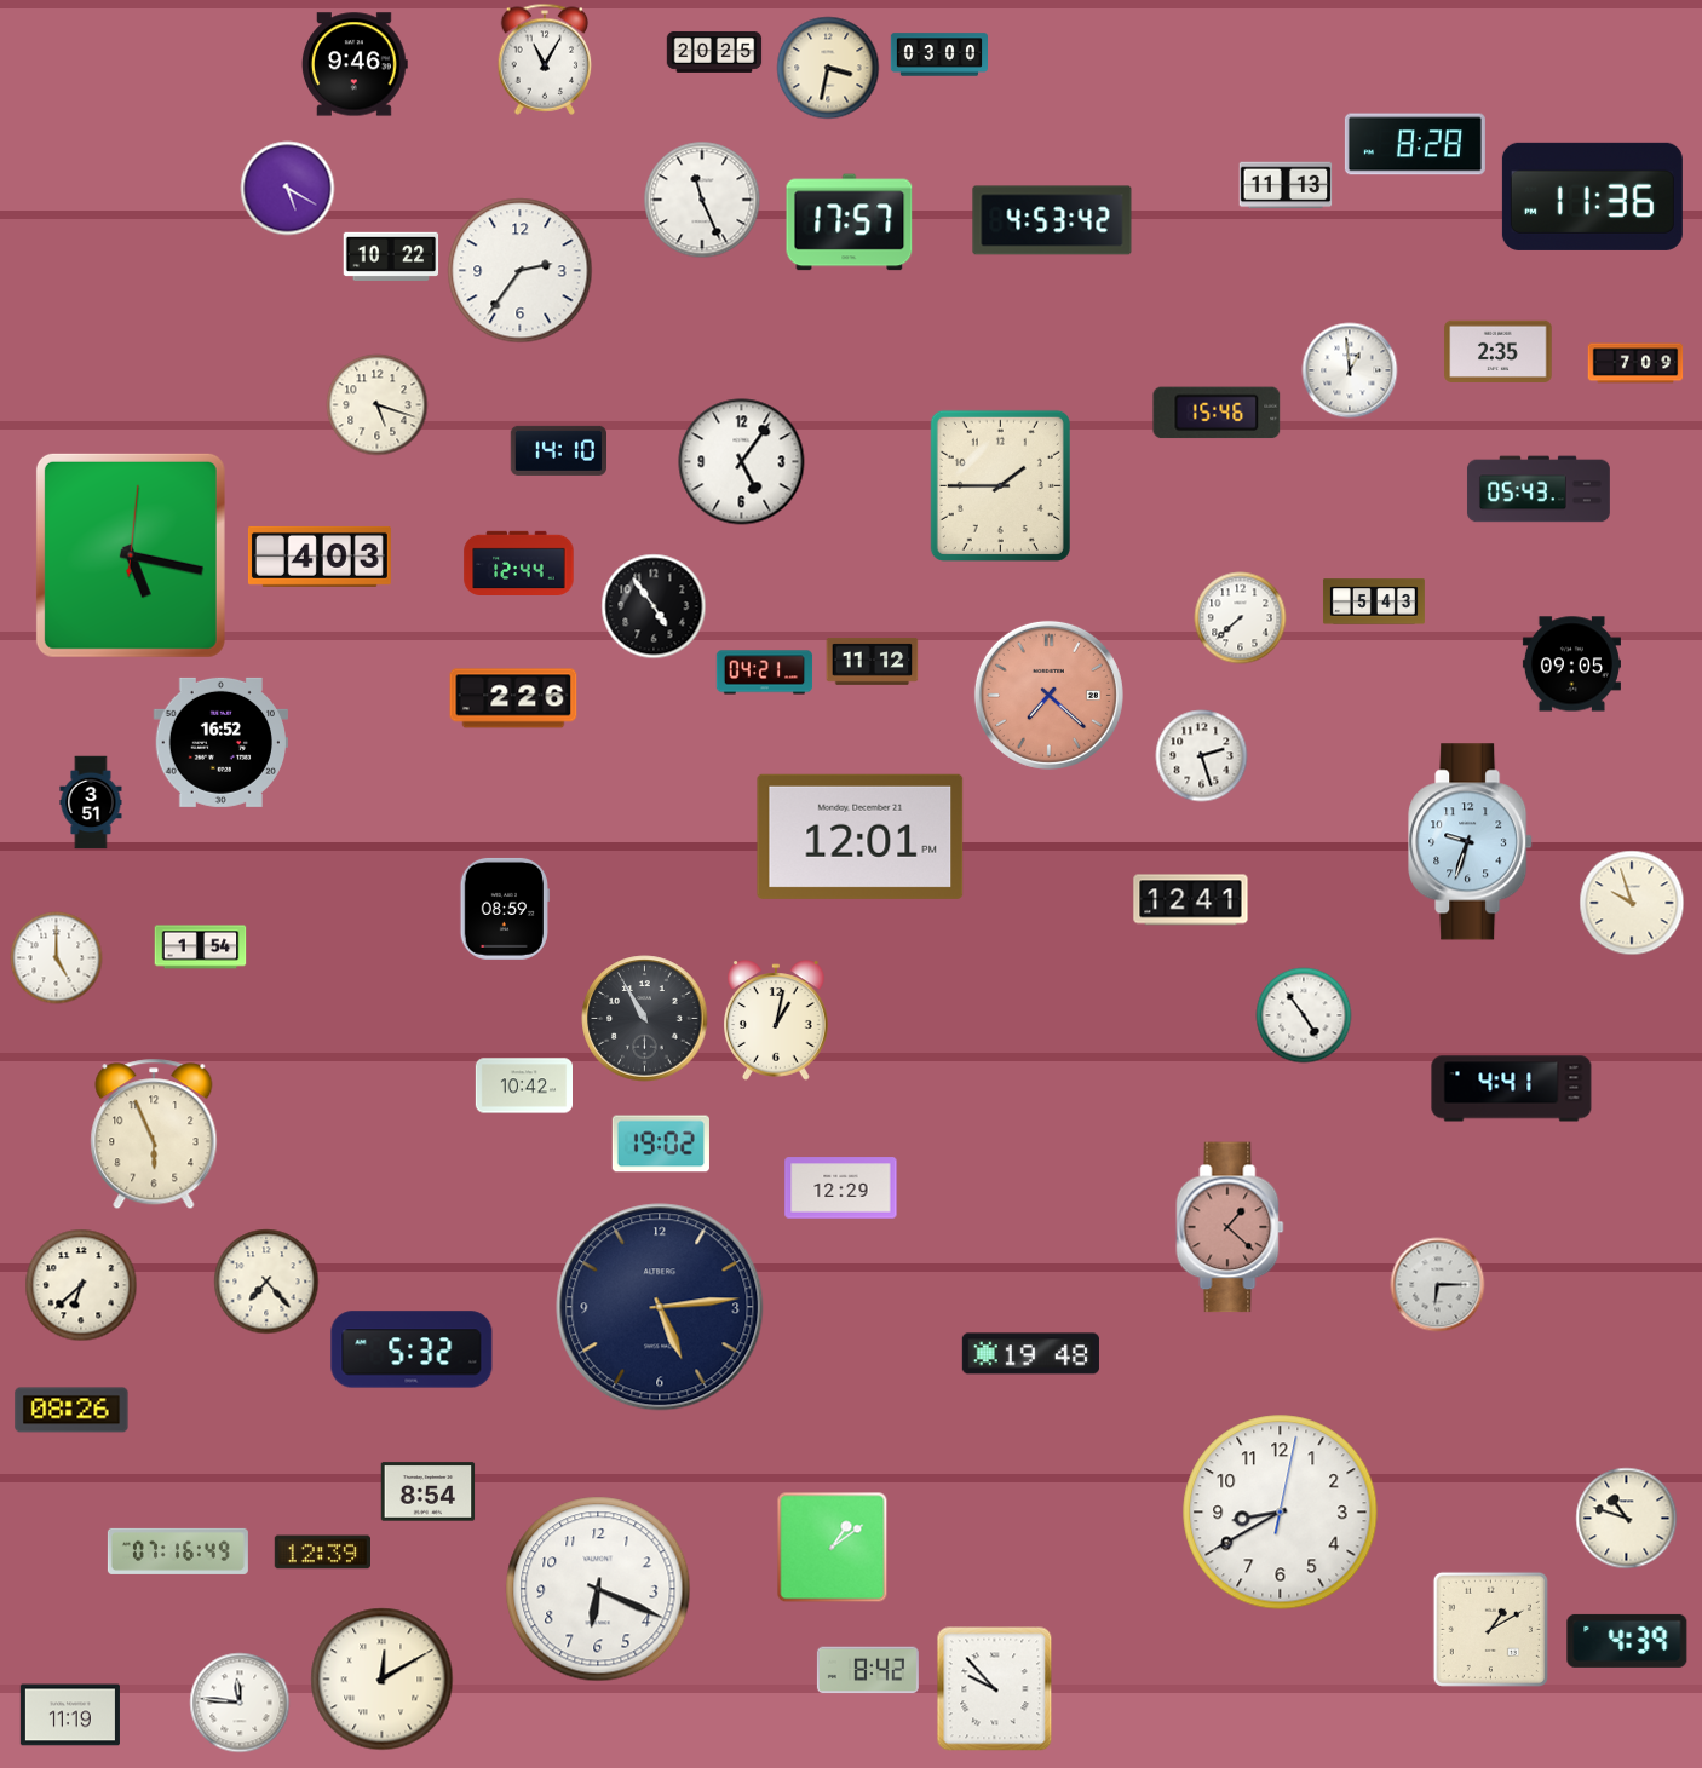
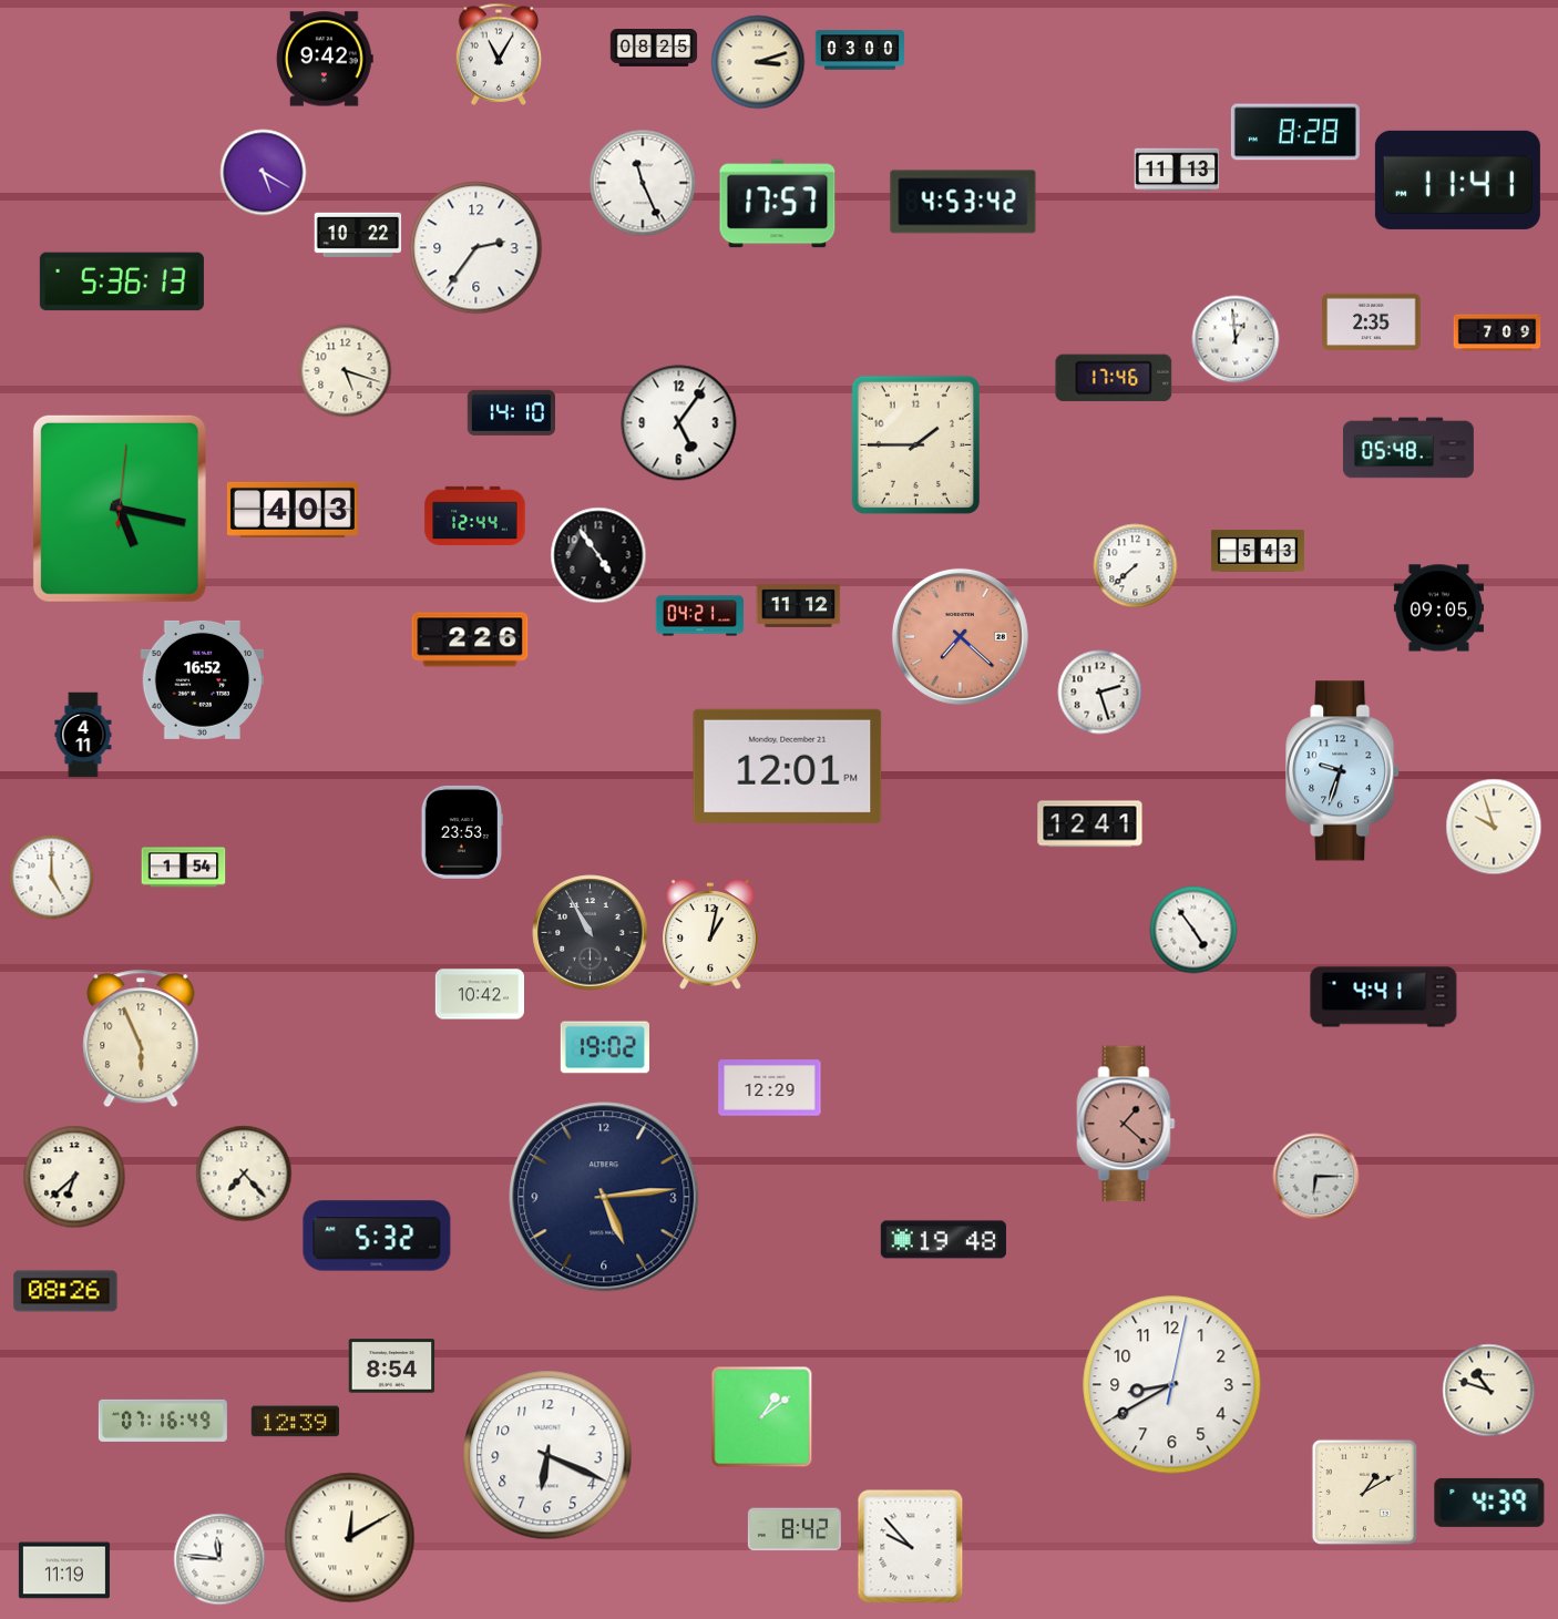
clock at (714, 52): 20:25 -> 08:25
clock at (355, 64): 9:46 -> 9:42
clock at (828, 68): 3:32 -> 3:12
clock at (1592, 196): 11:36 -> 11:41
clock at (122, 281): none -> 5:36
clock at (1217, 413): 15:46 -> 17:46
clock at (1539, 489): 05:43 -> 05:48
clock at (91, 802): 3:51 -> 4:11
clock at (1471, 842) position: (1471, 842) -> (1343, 771)
clock at (505, 909): 08:59 -> 23:53
